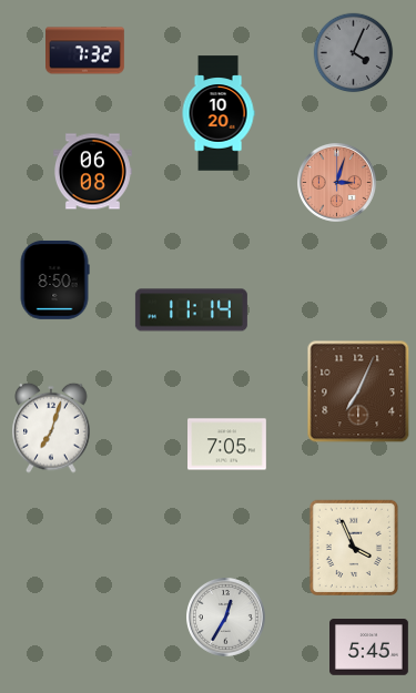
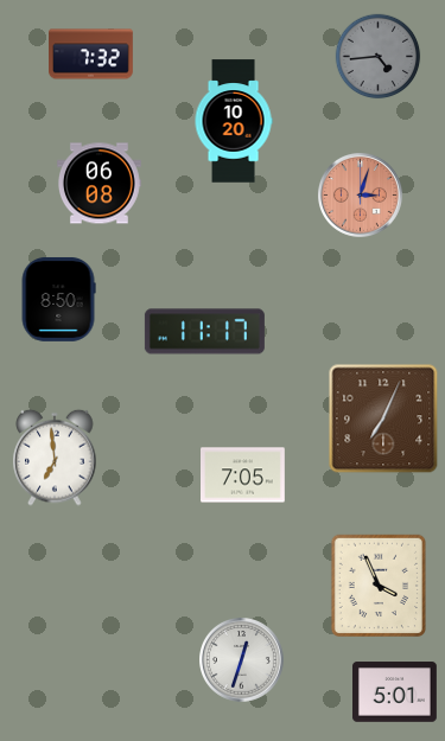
clock at (354, 53): 4:04 -> 4:44
clock at (191, 310): 11:14 -> 11:17
clock at (51, 428): 7:03 -> 6:59
clock at (226, 618): 12:35 -> 12:33
clock at (369, 648): 5:45 -> 5:01
